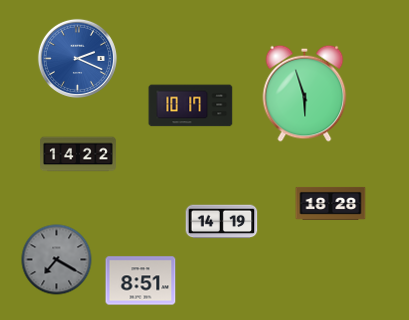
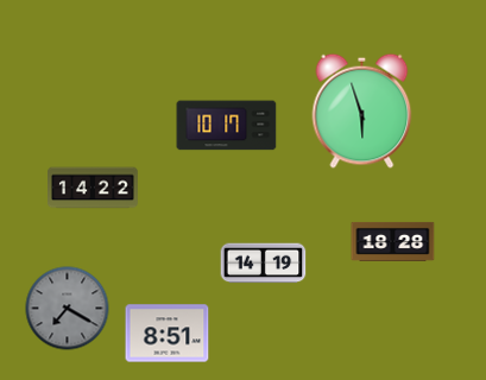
clock at (77, 58): 2:19 -> none
clock at (78, 154) position: (78, 154) -> (93, 188)
